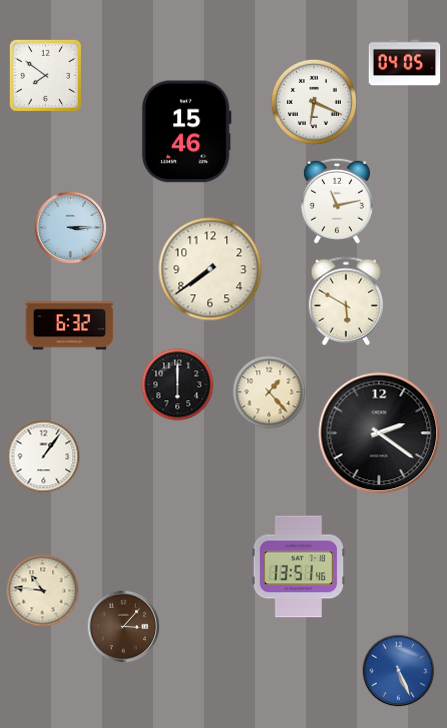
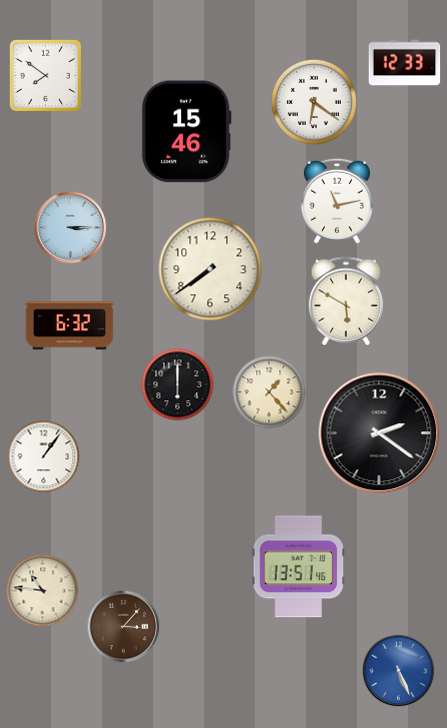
clock at (405, 63): 04:05 -> 12:33
clock at (314, 102): 6:19 -> 6:21
